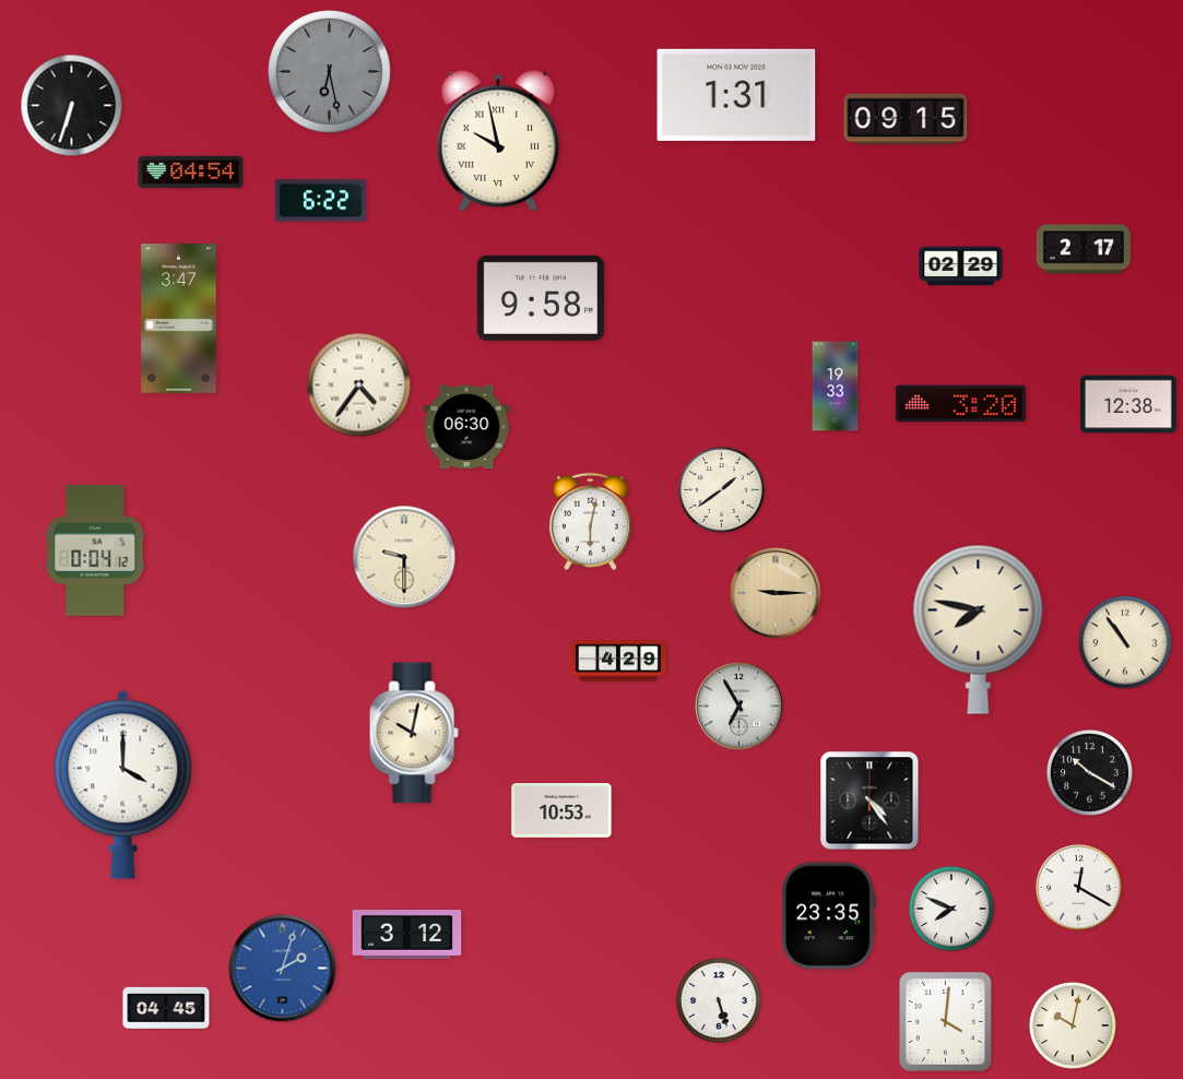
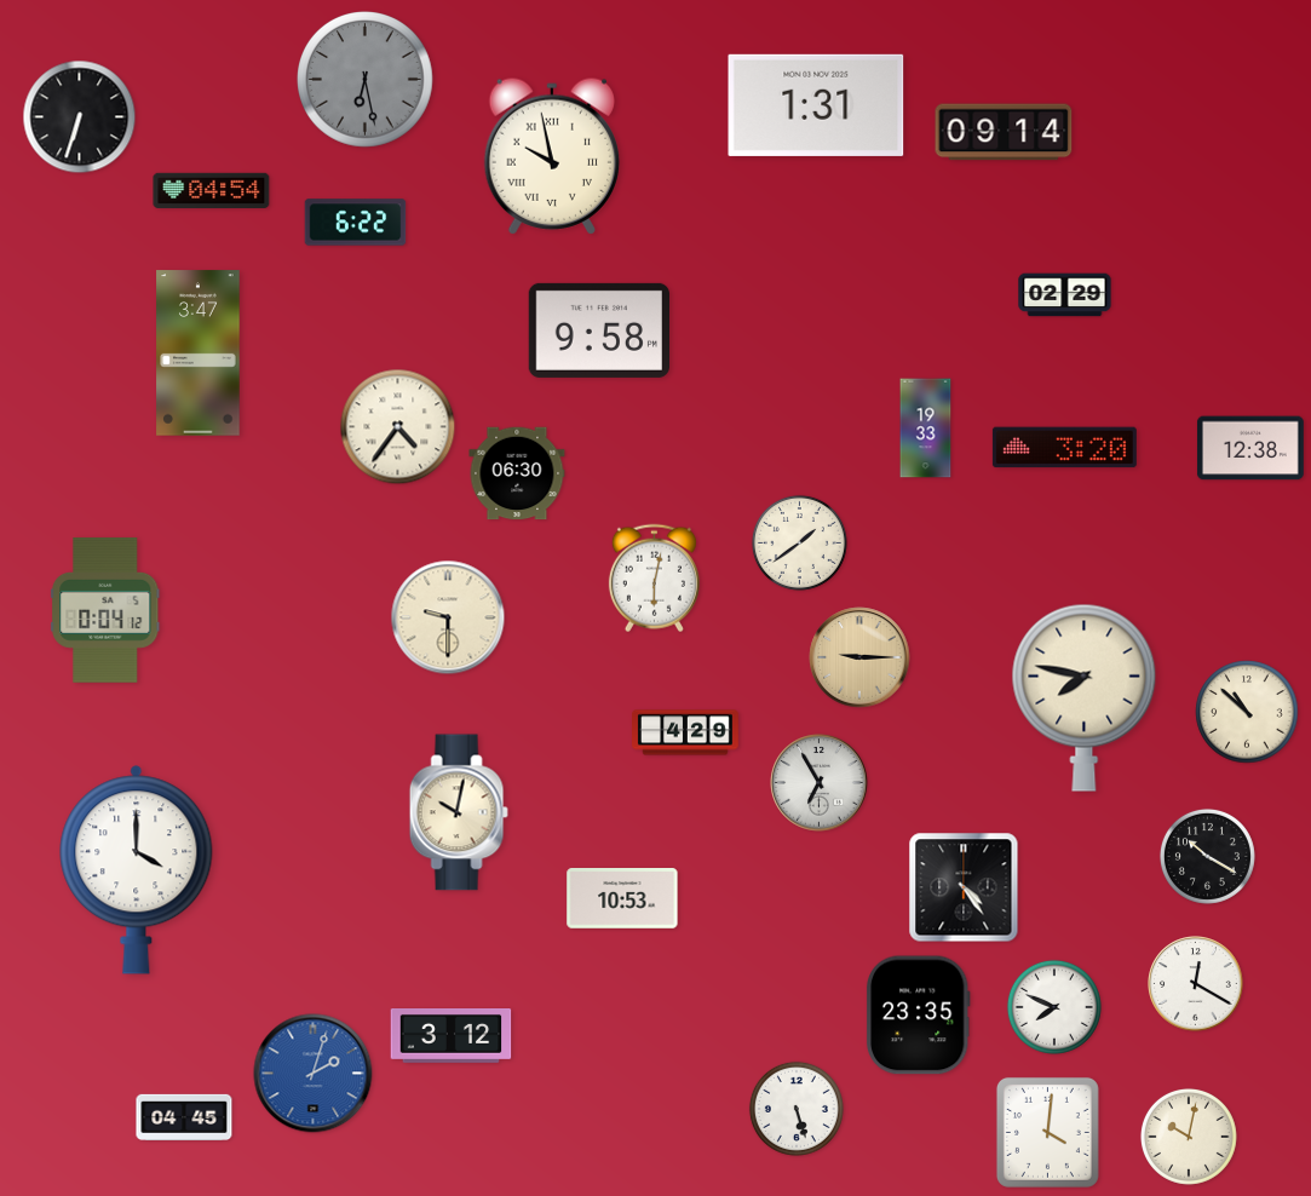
clock at (906, 119): 09:15 -> 09:14
clock at (1084, 249): 2:17 -> none
clock at (1125, 642): 10:54 -> 10:52
